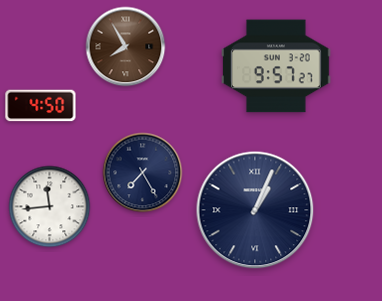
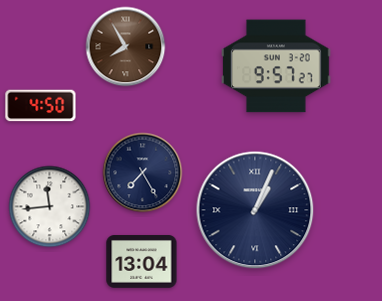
clock at (142, 262): none -> 13:04
